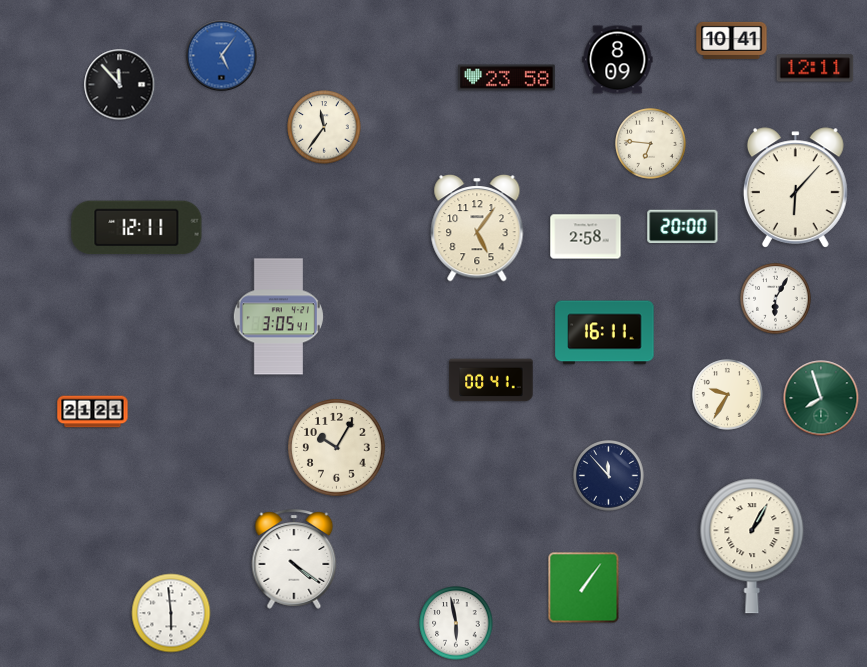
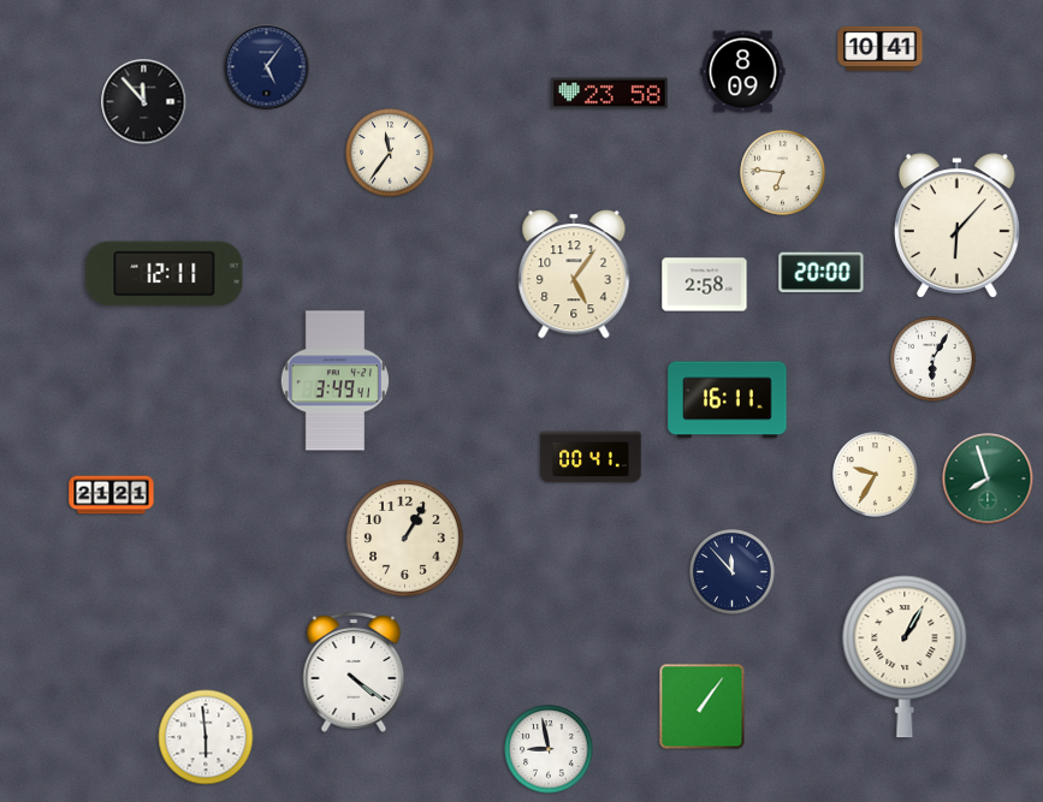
clock at (222, 56) dial: blue -> navy
clock at (815, 68): 12:11 -> none
clock at (278, 317): 3:05 -> 3:49
clock at (337, 448): 10:05 -> 1:05
clock at (456, 623): 5:58 -> 8:58
